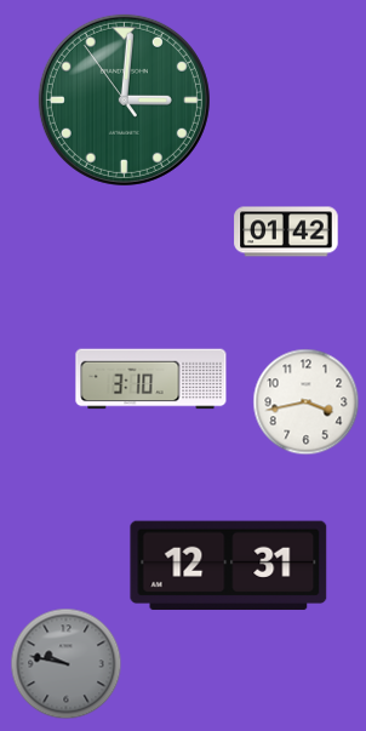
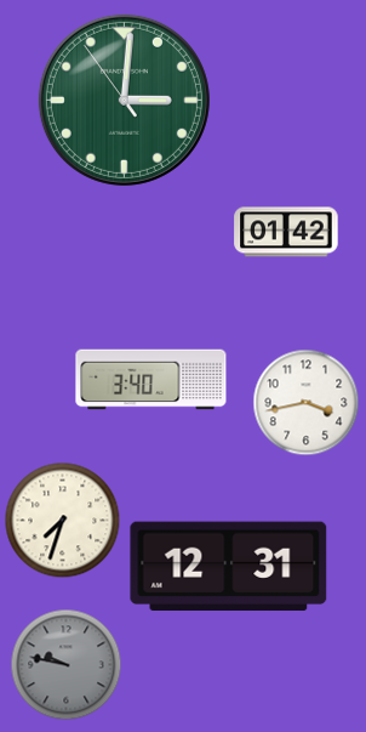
clock at (151, 379): 3:10 -> 3:40
clock at (63, 521): none -> 7:33
